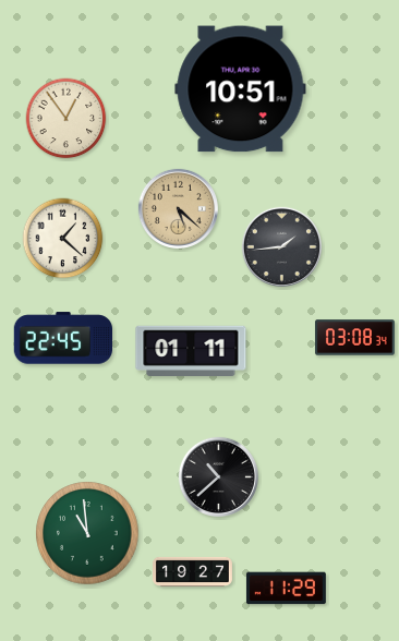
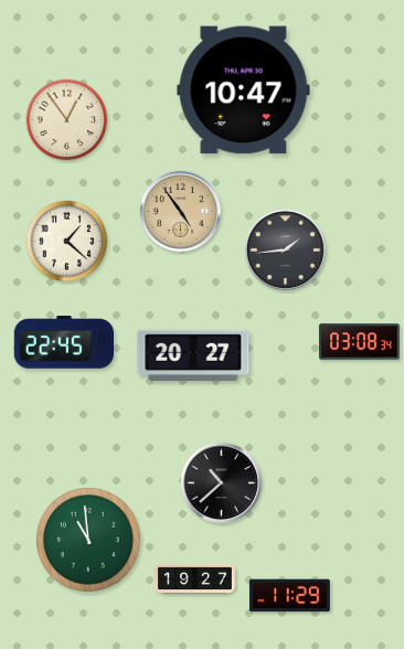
clock at (241, 89): 10:51 -> 10:47
clock at (178, 208): 5:22 -> 4:54
clock at (63, 239) position: (63, 239) -> (67, 242)
clock at (191, 351): 01:11 -> 20:27
